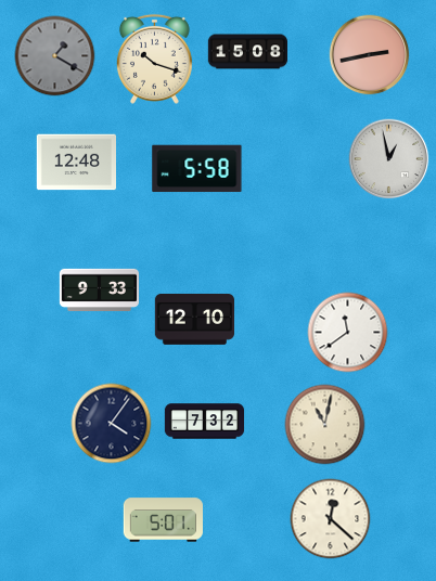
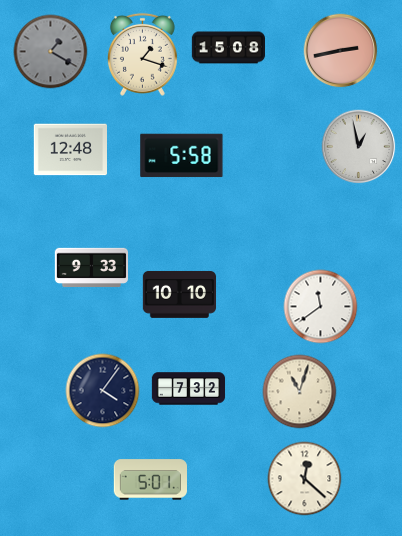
clock at (154, 59): 10:18 -> 1:18
clock at (194, 320): 12:10 -> 10:10
clock at (325, 425): 11:02 -> 11:03
